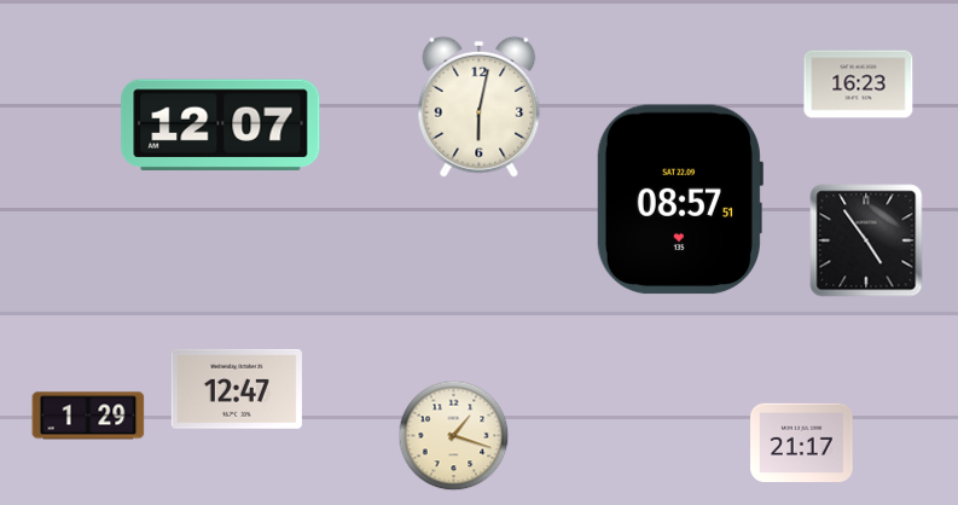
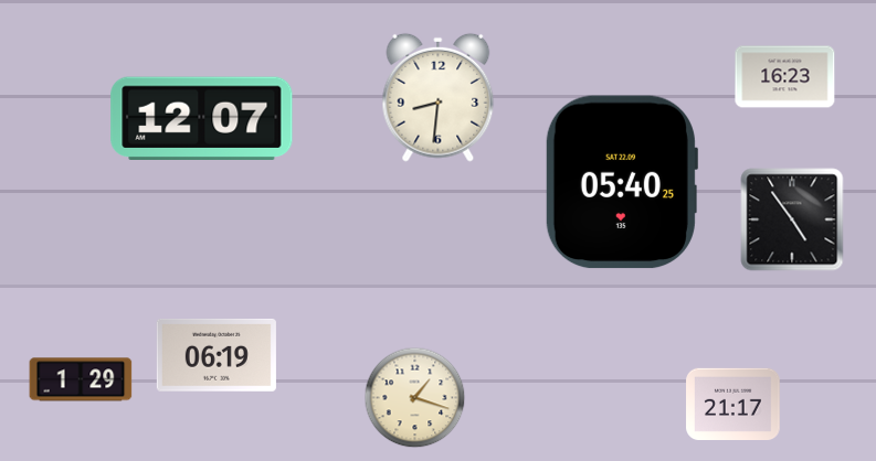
clock at (480, 106): 6:02 -> 8:31
clock at (221, 124) position: (221, 124) -> (202, 118)
clock at (679, 199): 08:57 -> 05:40
clock at (237, 389): 12:47 -> 06:19
